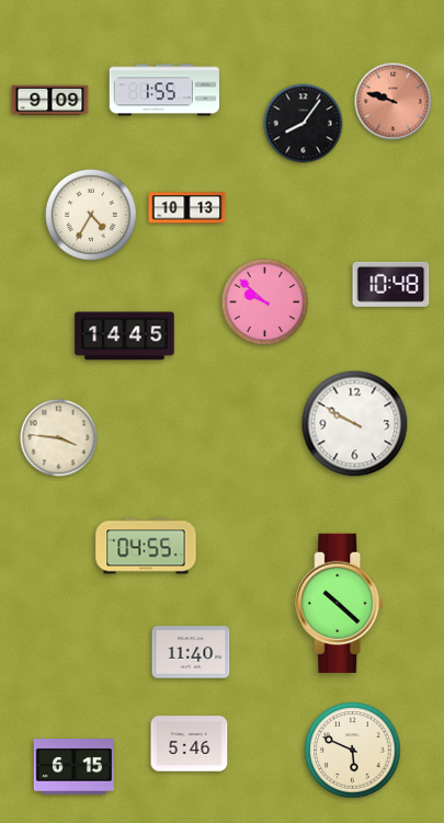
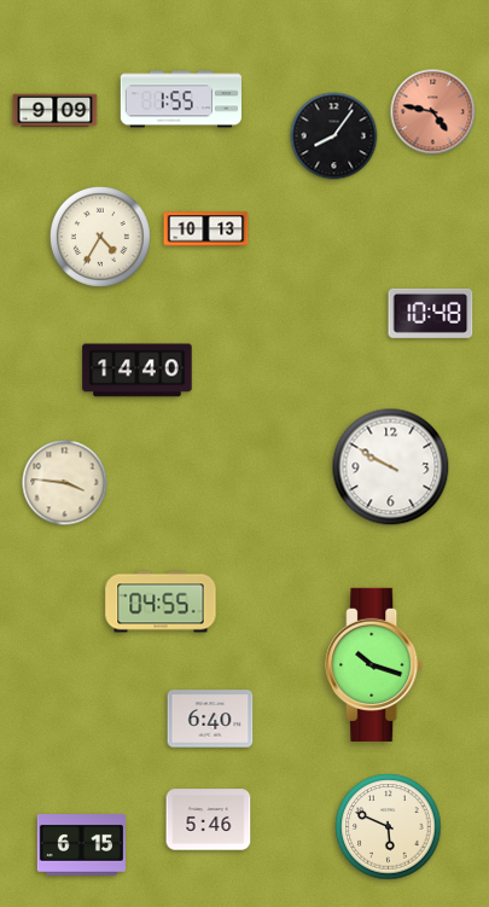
clock at (394, 102): 9:48 -> 4:47
clock at (265, 302): 9:52 -> none
clock at (125, 336): 14:45 -> 14:40
clock at (340, 603): 10:22 -> 10:18
clock at (191, 652): 11:40 -> 6:40
